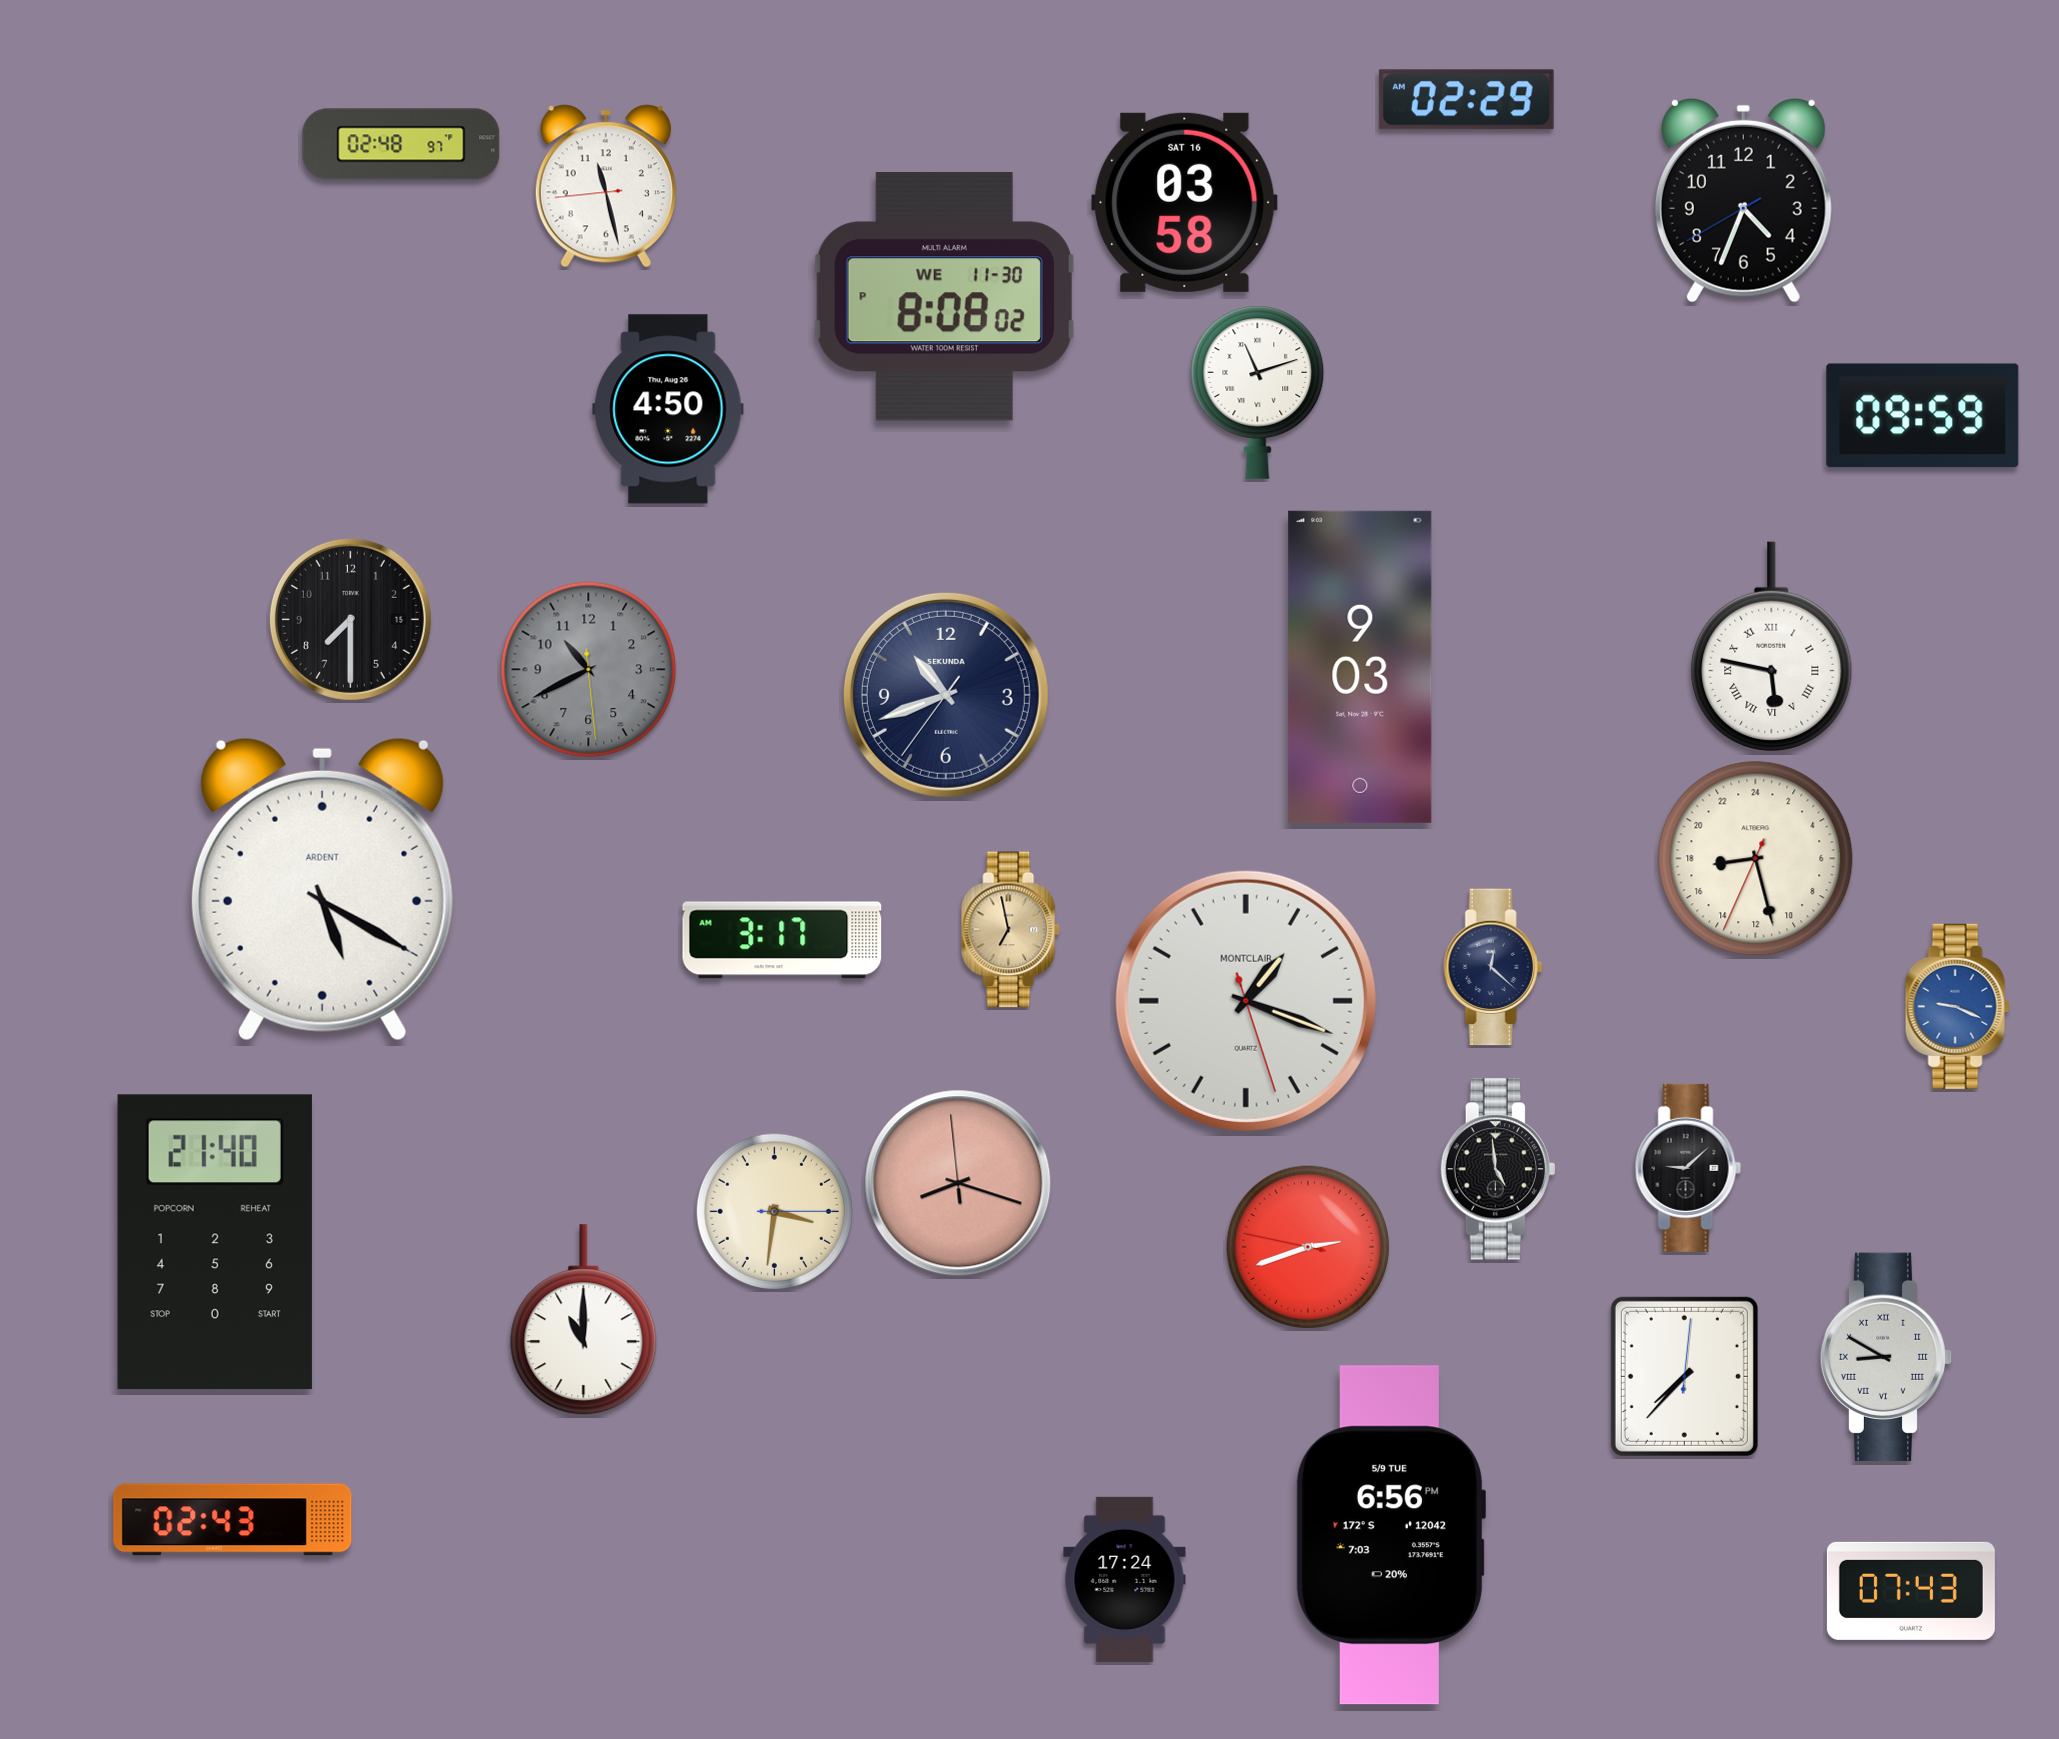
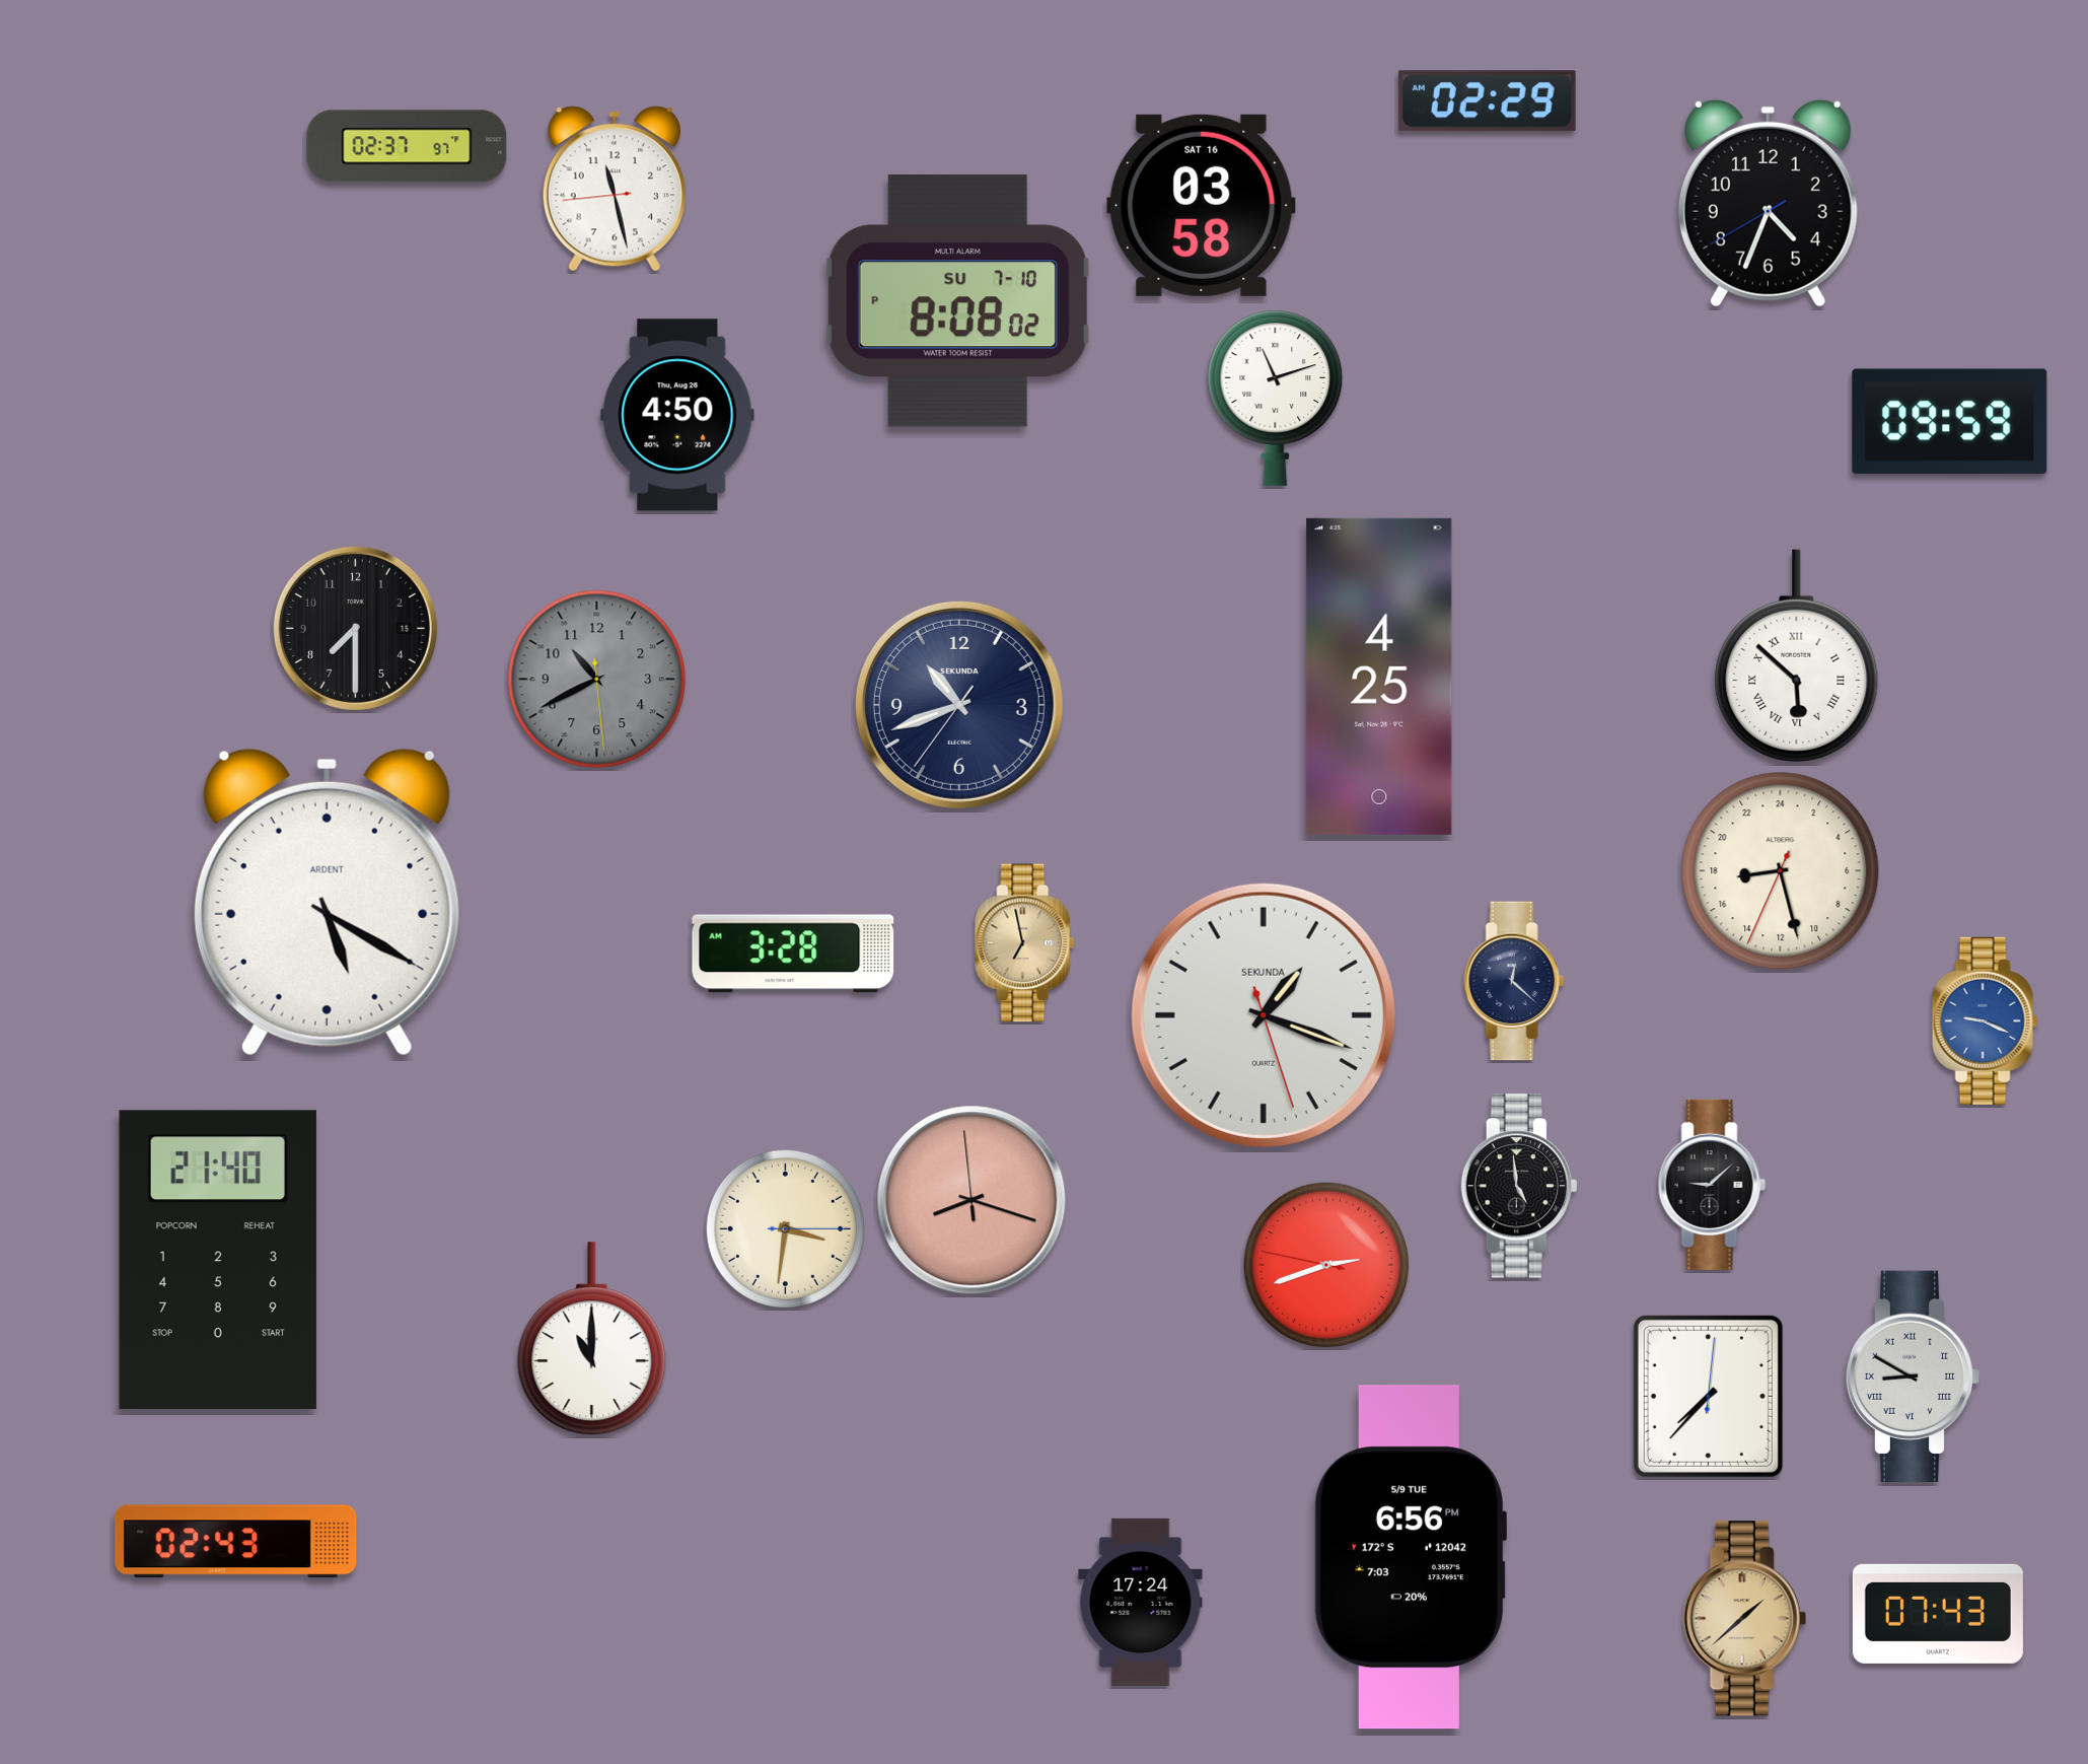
clock at (401, 144): 02:48 -> 02:37
clock at (944, 297) date: WE 11-30 -> SU 7-10
clock at (1772, 646): 5:47 -> 5:52
clock at (1360, 667): 9:03 -> 4:25
clock at (782, 940): 3:17 -> 3:28
clock at (1246, 1001) brand: MONTCLAIR -> SEKUNDA
clock at (1744, 1619): none -> 1:38
